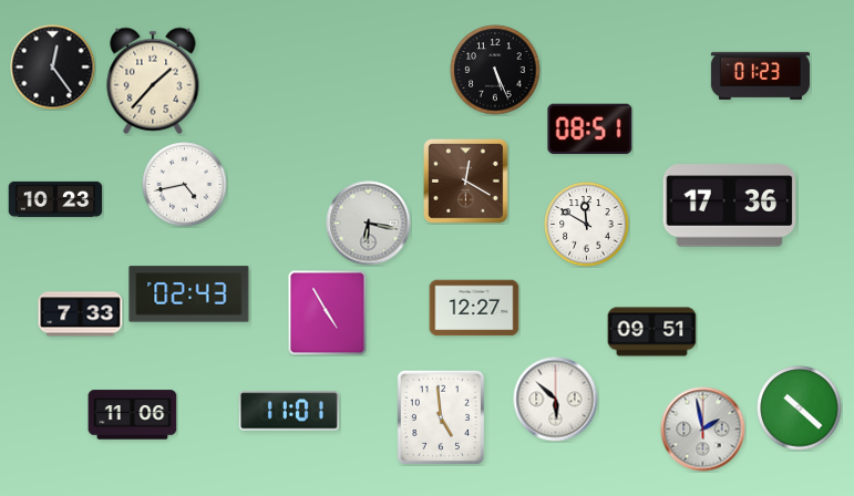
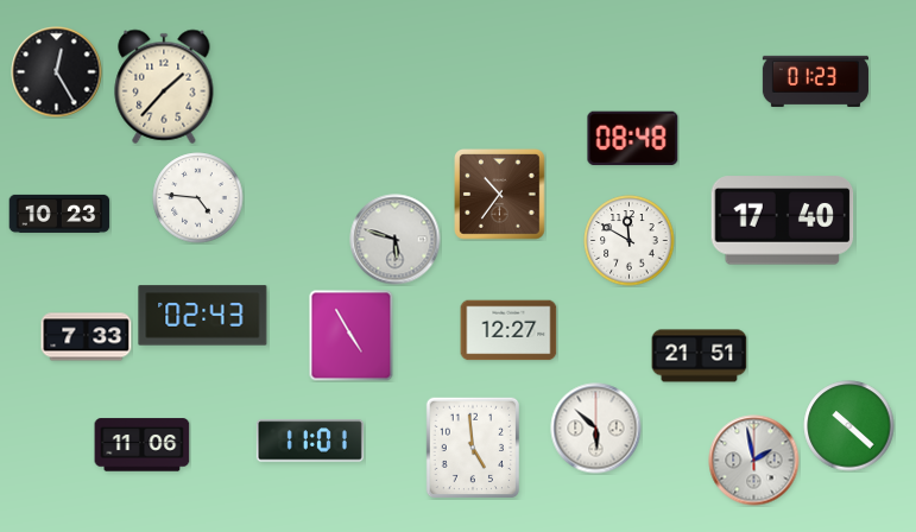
clock at (53, 68): 12:24 -> 12:25
clock at (495, 70): 5:26 -> none
clock at (590, 130): 08:51 -> 08:48
clock at (466, 182): 12:20 -> 10:36
clock at (185, 185): 4:43 -> 4:46
clock at (730, 206): 17:36 -> 17:40
clock at (369, 224): 6:17 -> 5:48
clock at (652, 332): 09:51 -> 21:51
clock at (800, 409) position: (800, 409) -> (849, 426)
